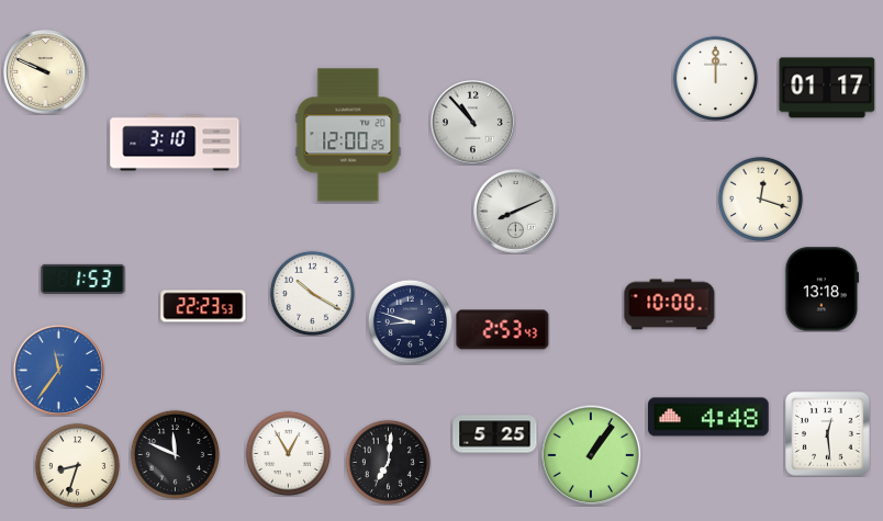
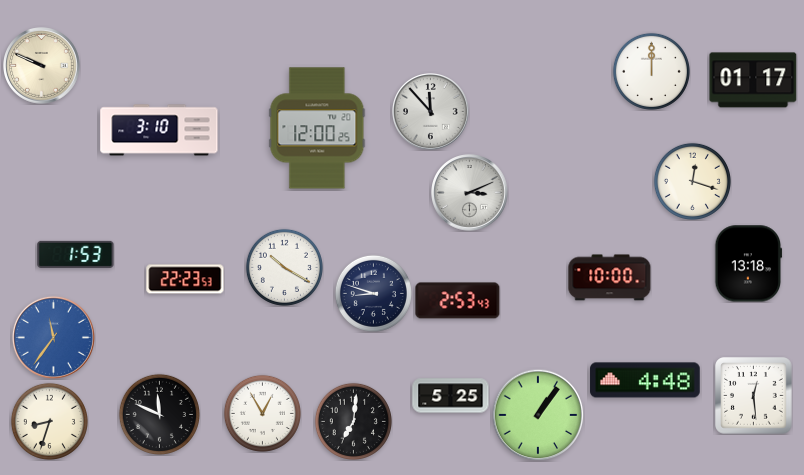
clock at (473, 123): 10:53 -> 11:53
clock at (348, 135) position: (348, 135) -> (317, 128)
clock at (516, 212): 8:11 -> 3:11
clock at (77, 465) position: (77, 465) -> (49, 421)
